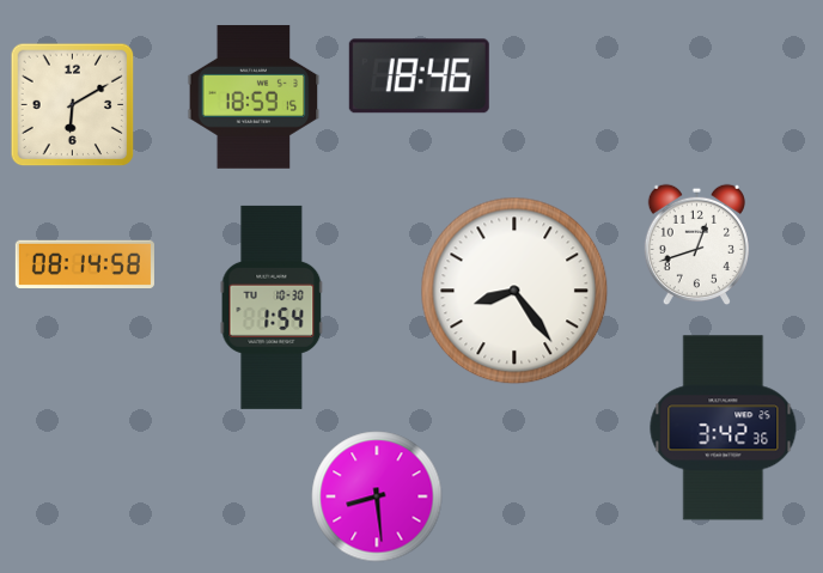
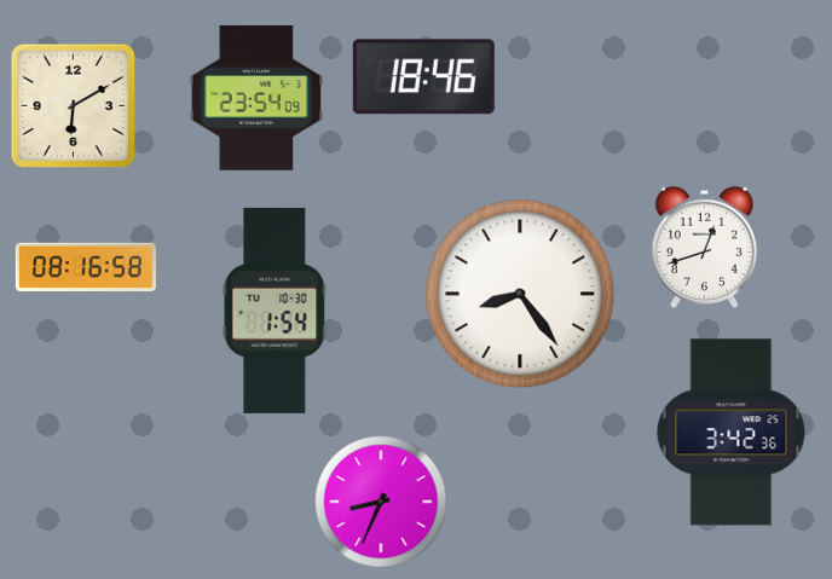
clock at (254, 97): 18:59 -> 23:54
clock at (85, 263): 08:14 -> 08:16
clock at (377, 496): 8:29 -> 8:34
